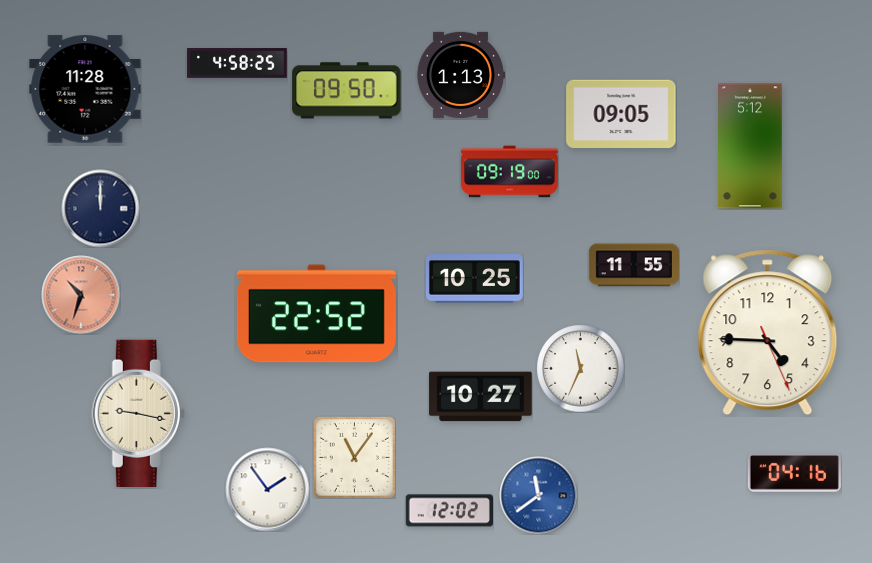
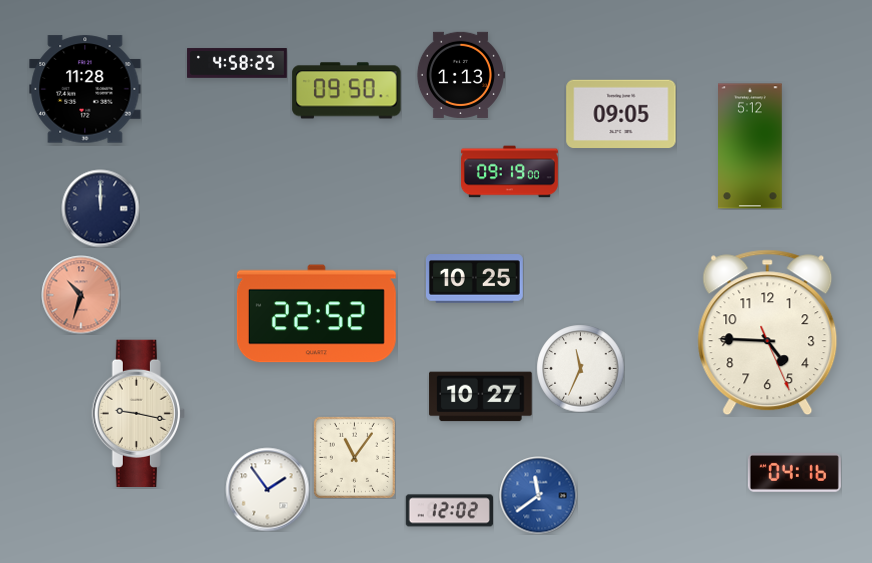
clock at (634, 265): 11:55 -> none
